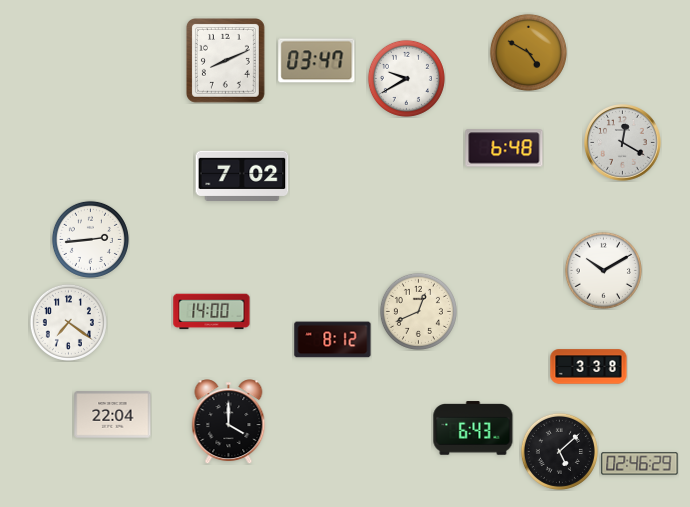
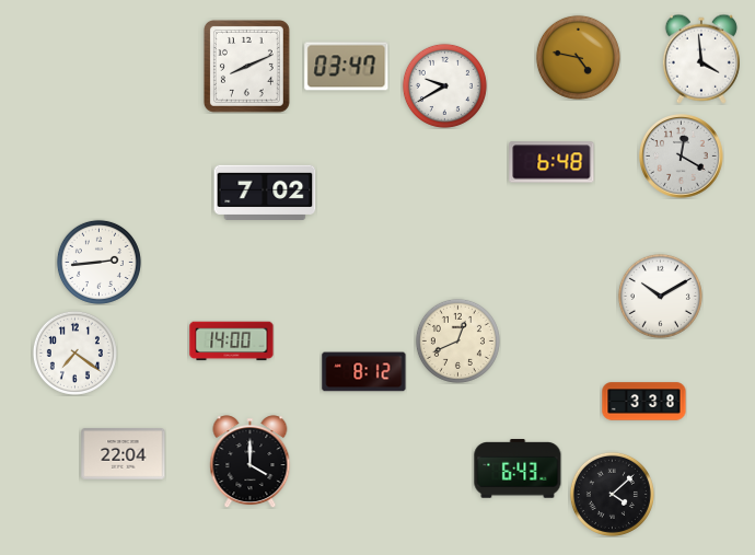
clock at (528, 52): 4:50 -> 4:47
clock at (701, 59): none -> 3:59
clock at (559, 451): 5:08 -> 4:08
clock at (640, 464): 02:46 -> none
